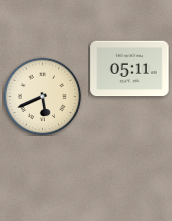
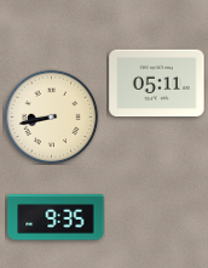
clock at (42, 96): 5:41 -> 8:43
clock at (56, 217): none -> 9:35
